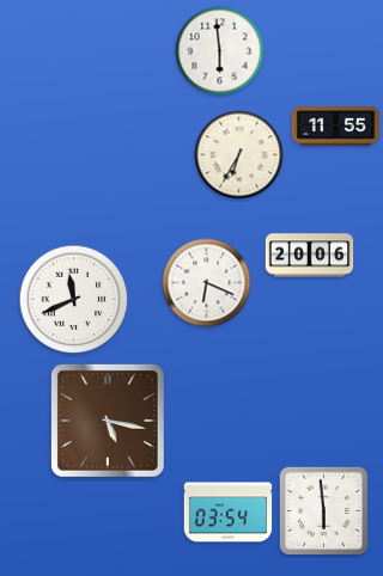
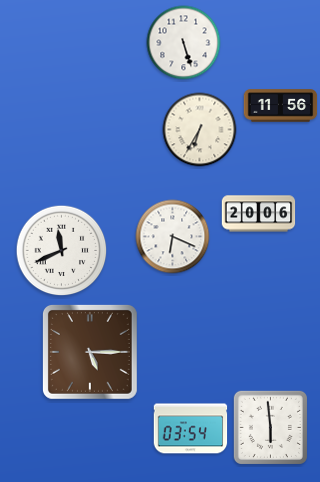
clock at (220, 51): 5:59 -> 5:27
clock at (336, 127): 11:55 -> 11:56
clock at (108, 421): 5:17 -> 5:15
